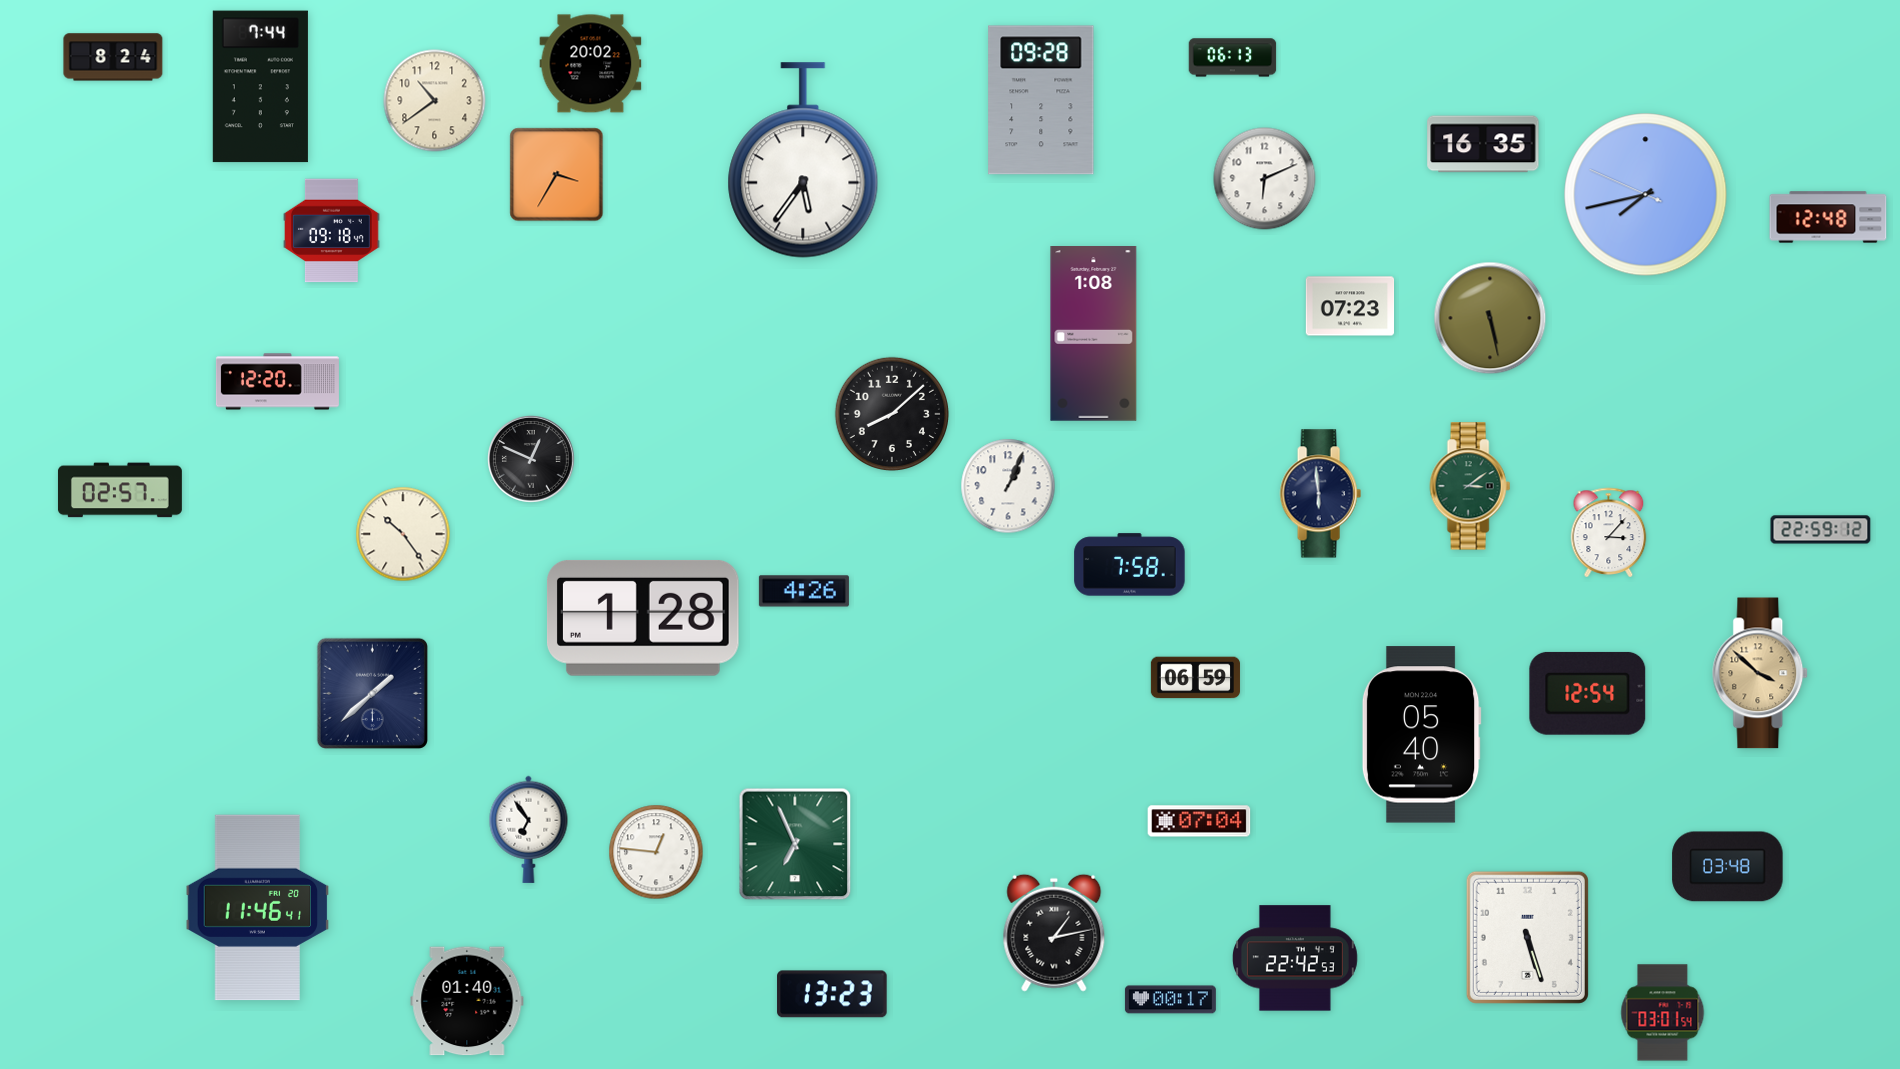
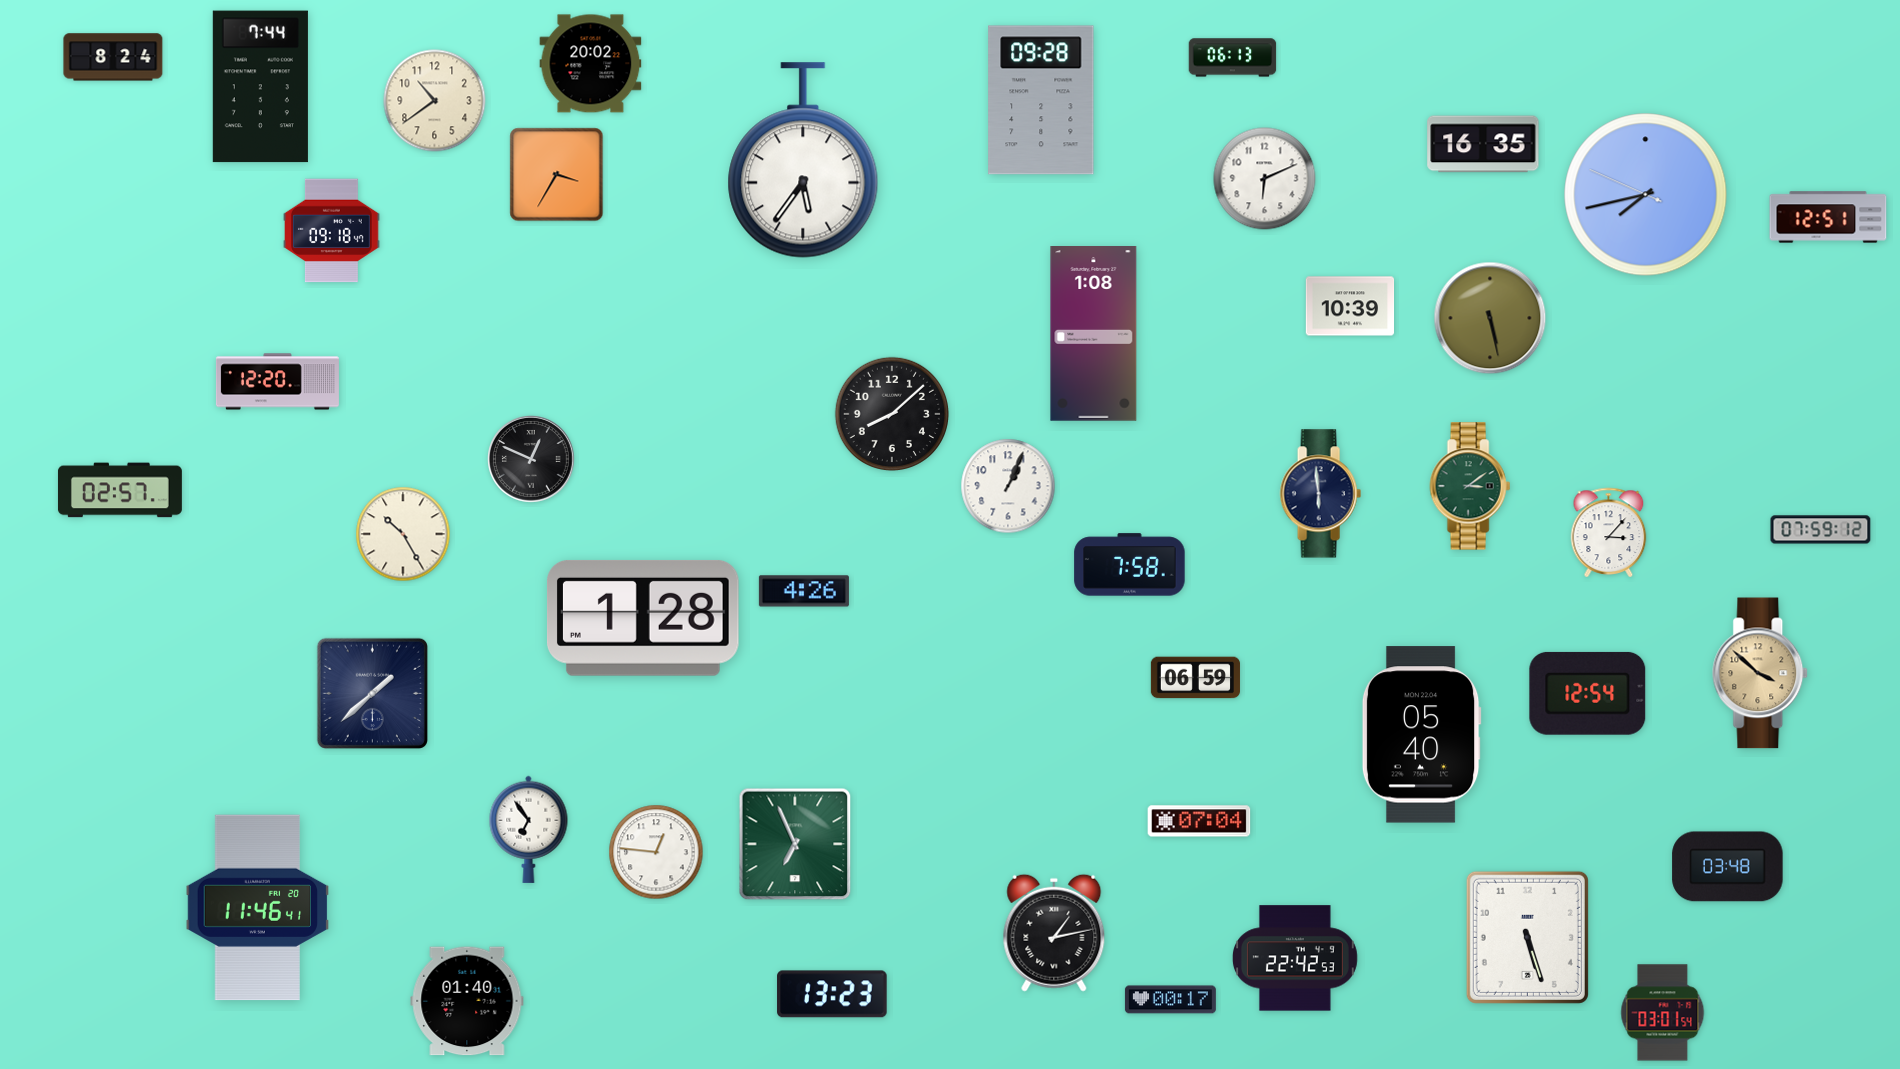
clock at (1828, 217): 12:48 -> 12:51
clock at (1350, 306): 07:23 -> 10:39
clock at (1821, 530): 22:59 -> 07:59
clock at (403, 534): 10:24 -> 10:25
